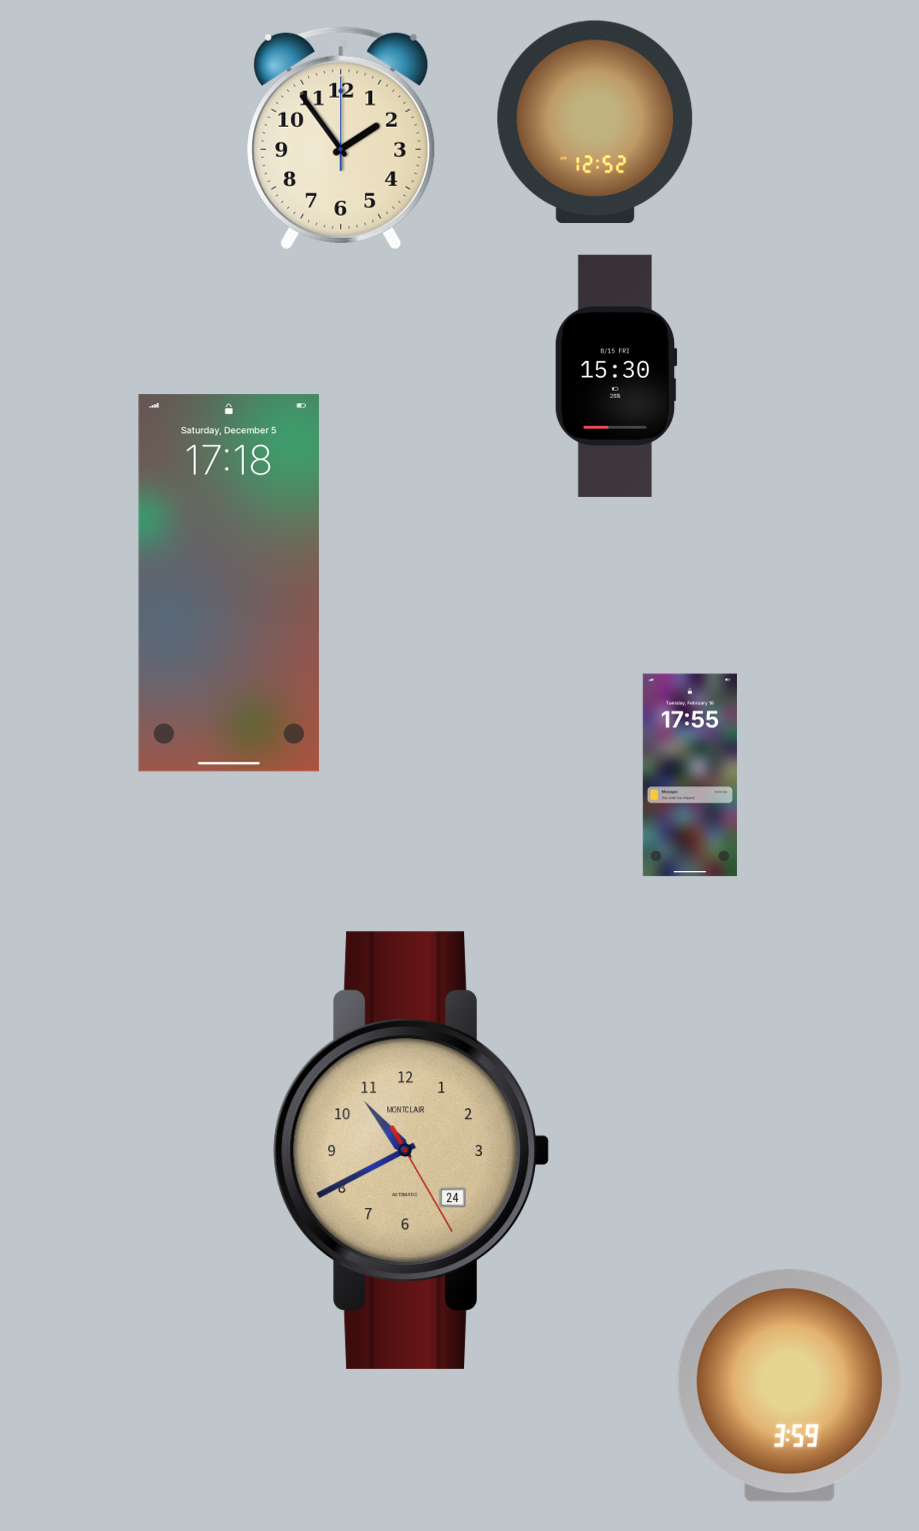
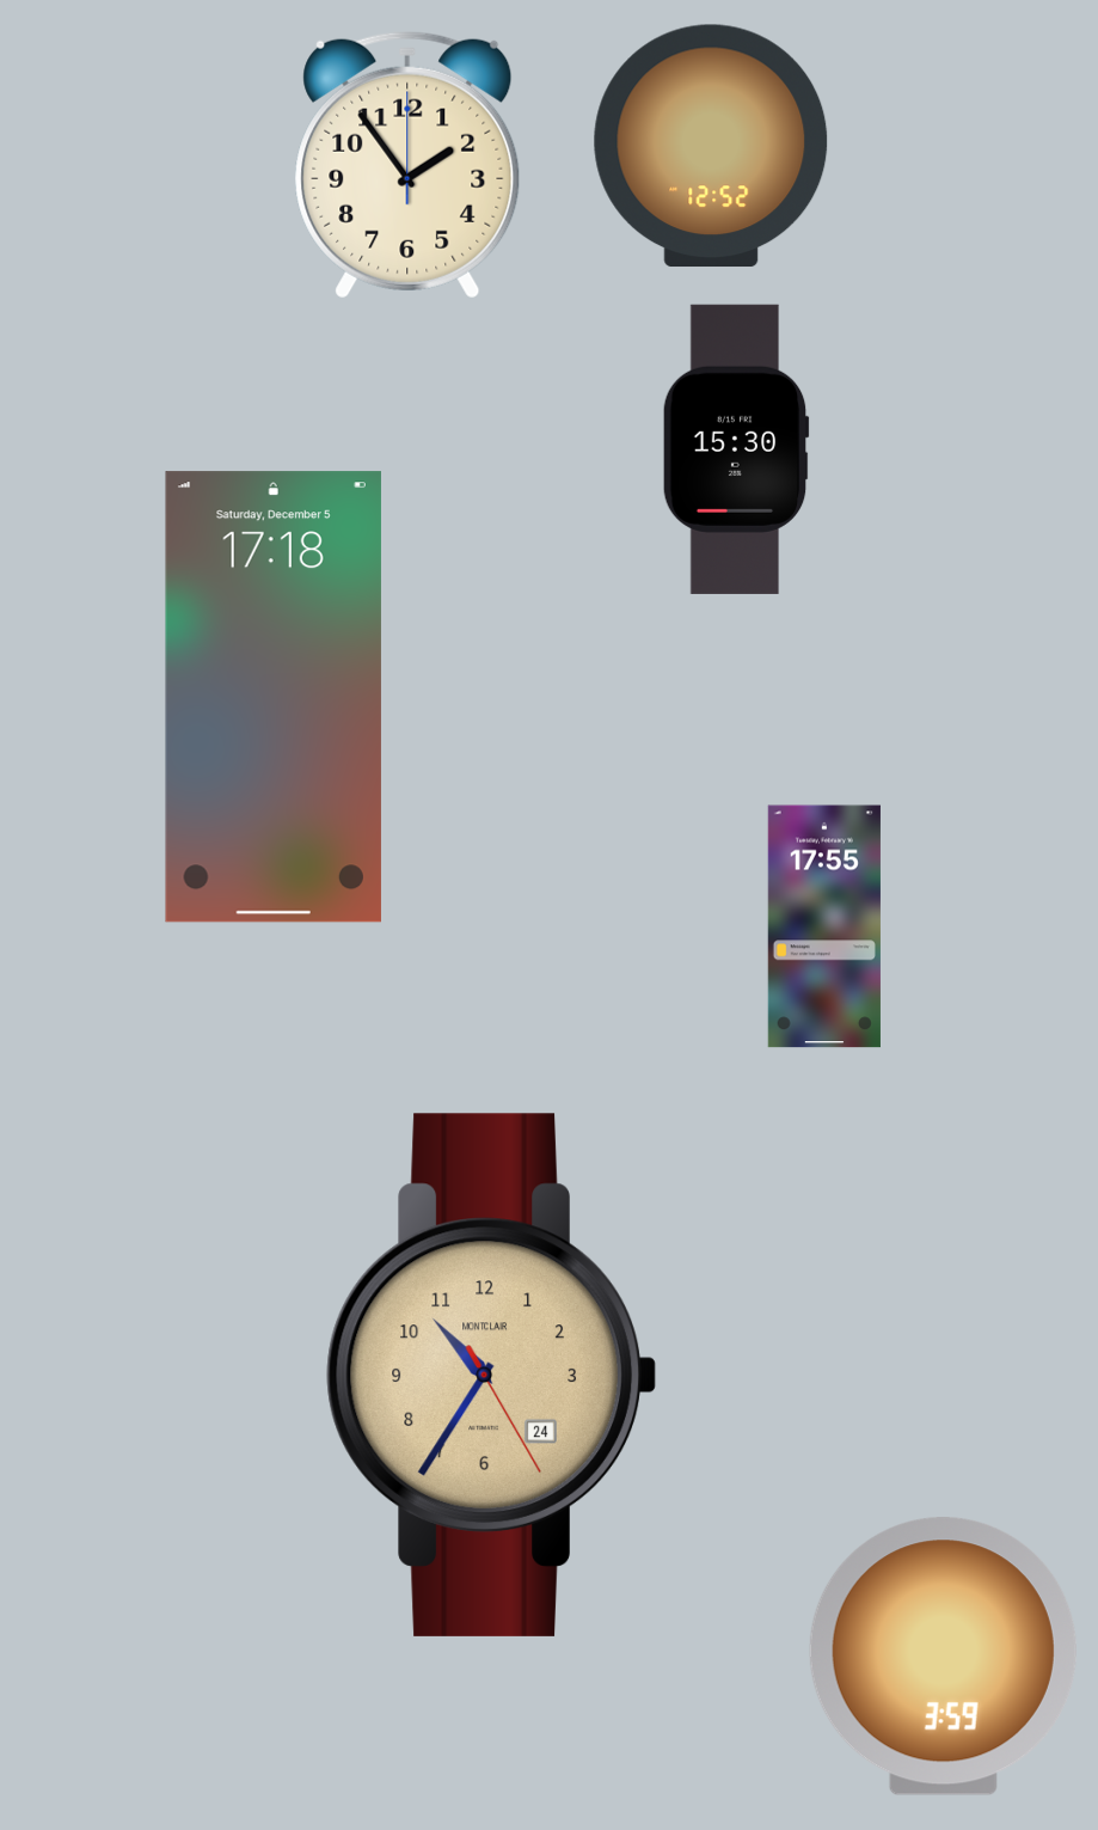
clock at (411, 1150): 10:40 -> 10:35
